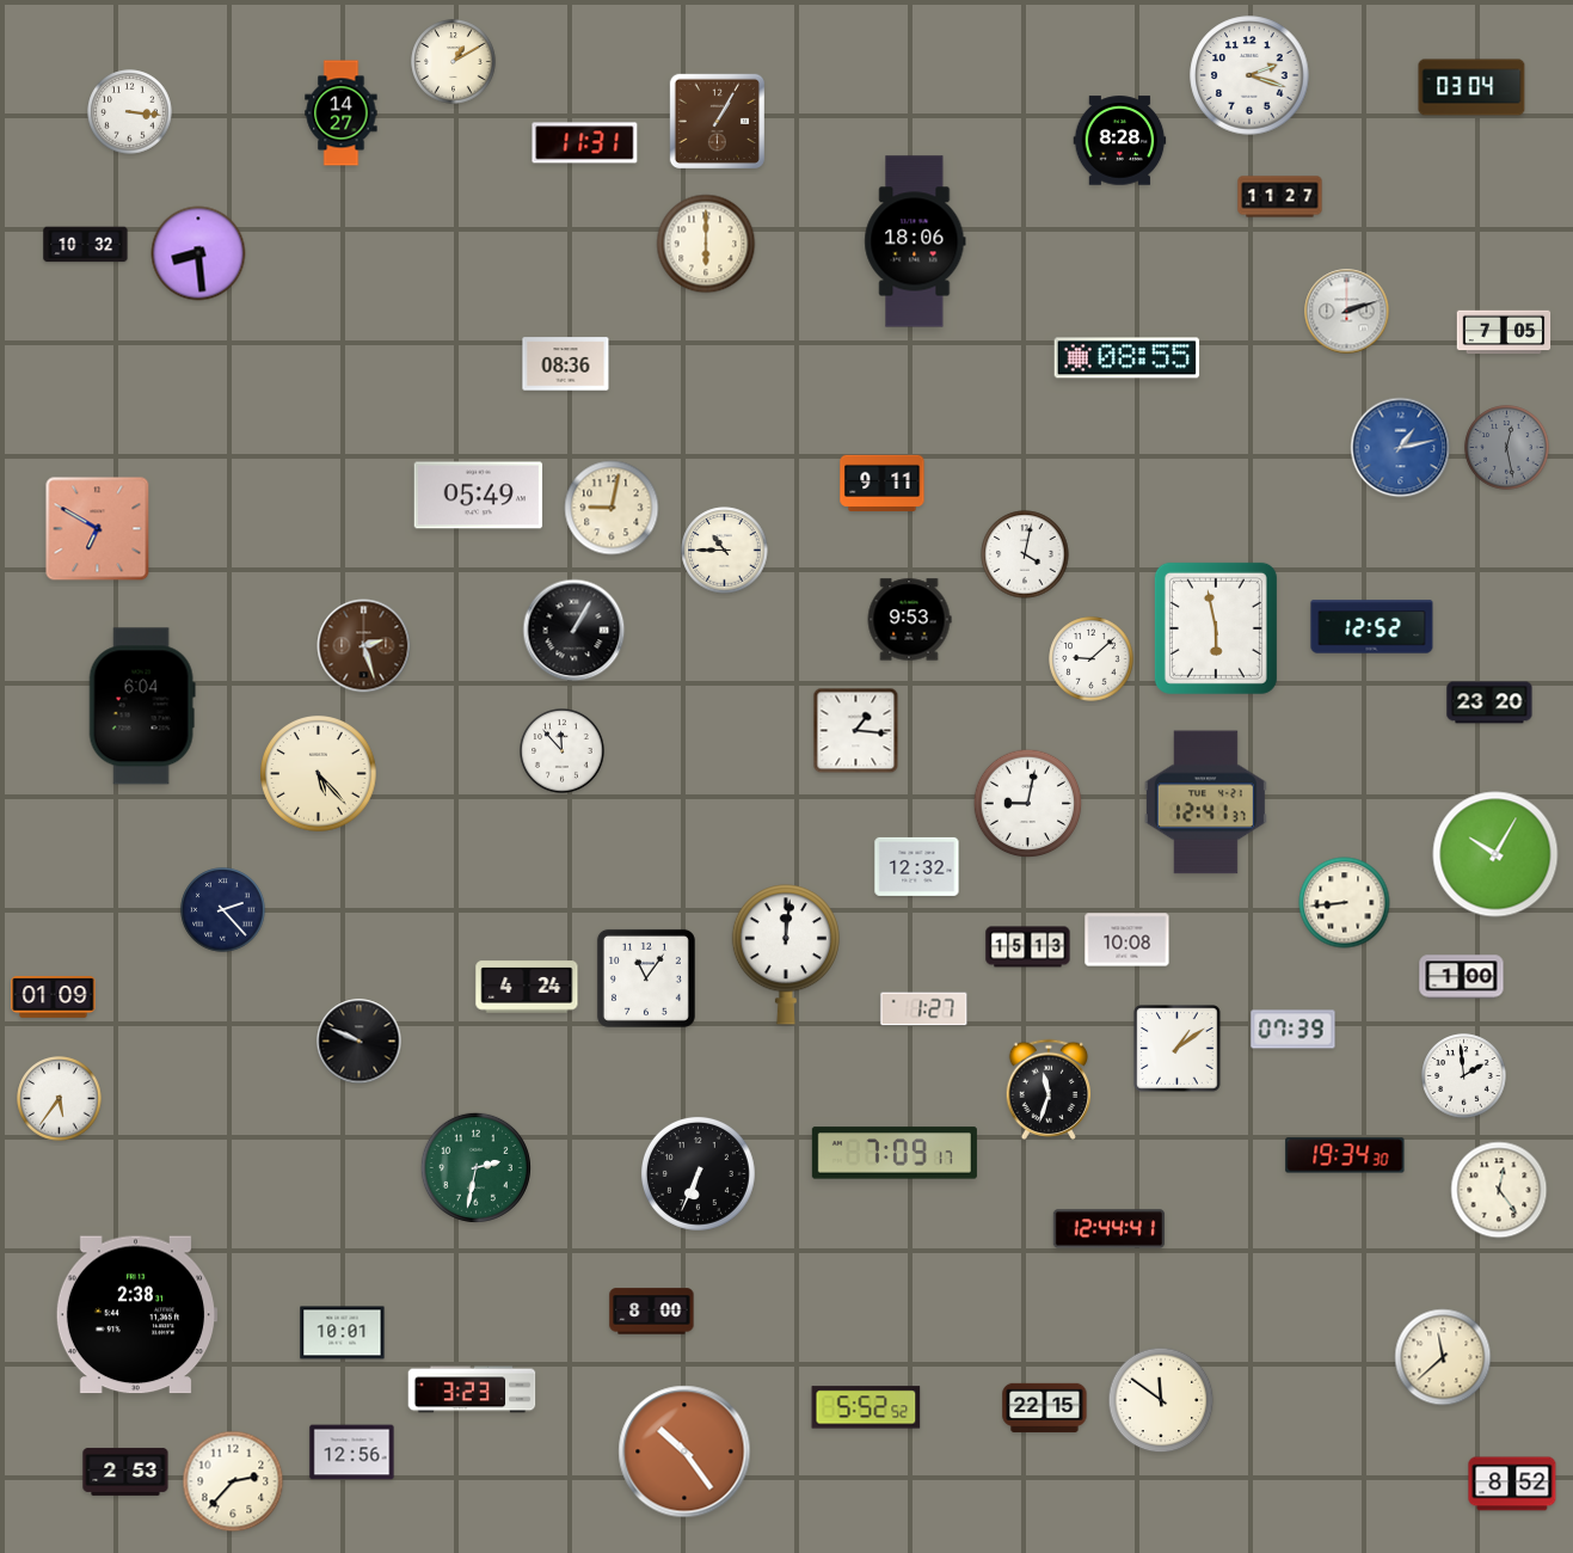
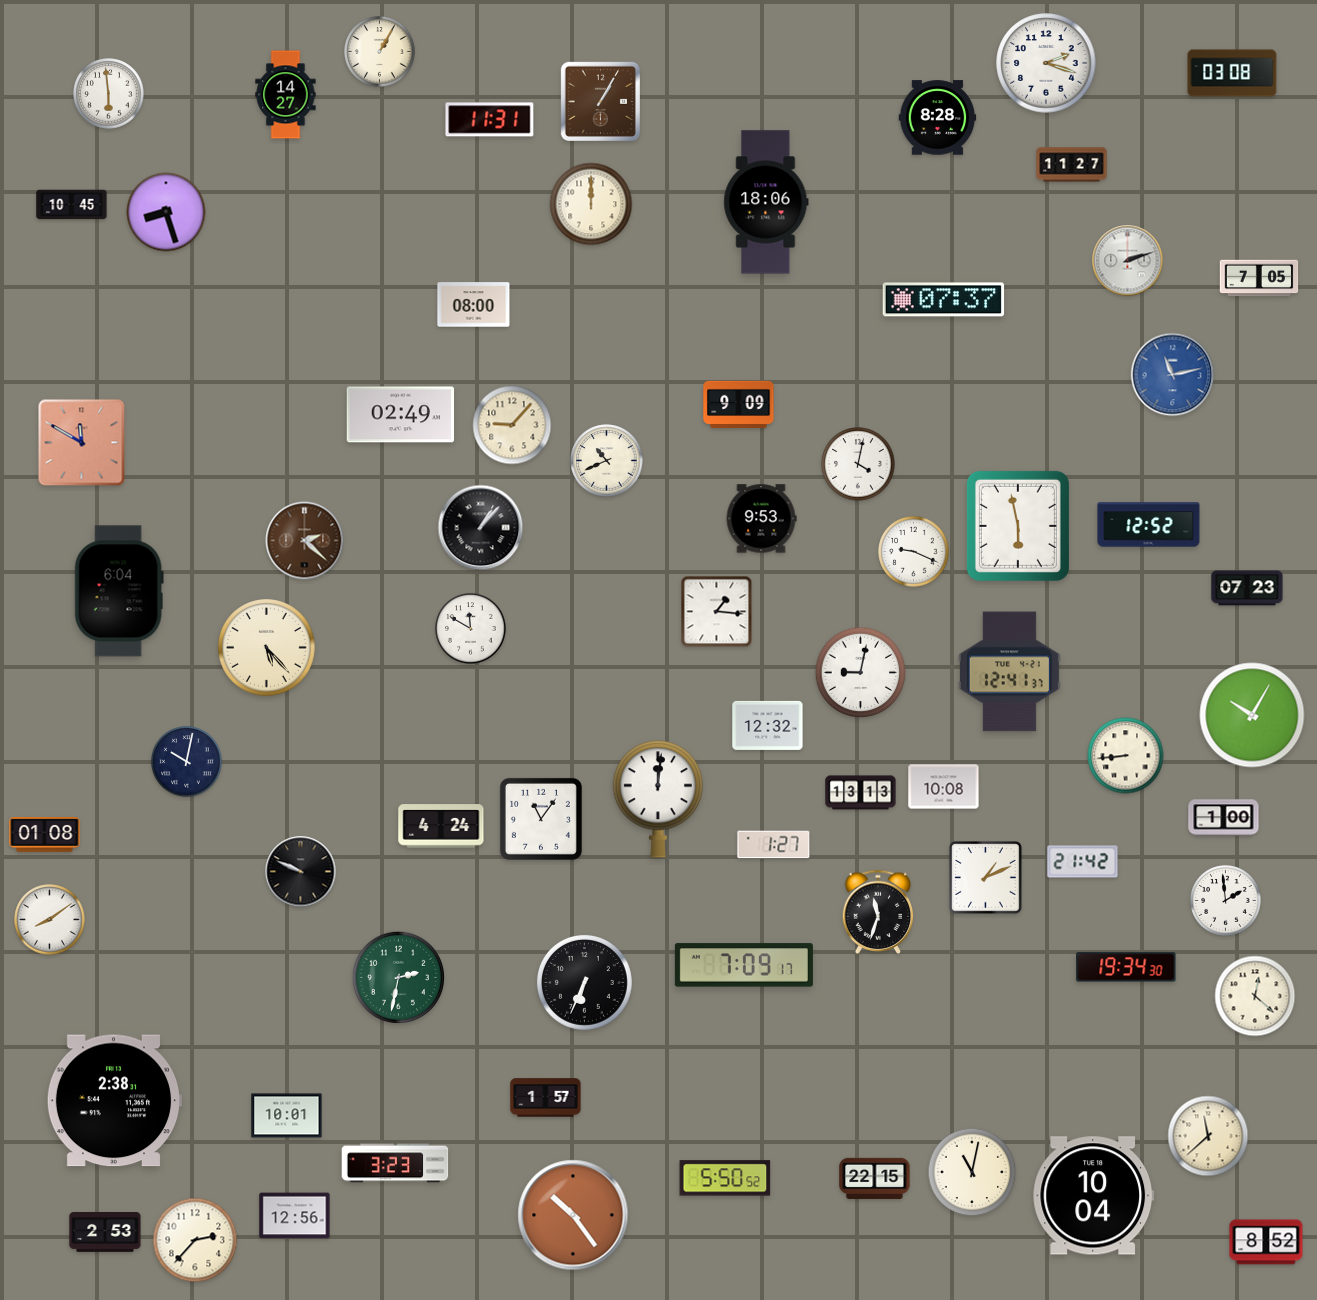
clock at (454, 62): 1:10 -> 1:05
clock at (1471, 87): 03:04 -> 03:08
clock at (130, 112): 3:16 -> 5:59
clock at (706, 244): 6:00 -> 12:00
clock at (86, 245): 10:32 -> 10:45
clock at (198, 253): 8:29 -> 8:27
clock at (1127, 358): 08:55 -> 07:37
clock at (566, 364): 08:36 -> 08:00
clock at (1401, 448): 1:13 -> 11:13
clock at (1507, 448): 12:28 -> none
clock at (883, 483): 9:11 -> 9:09
clock at (479, 496): 05:49 -> 02:49
clock at (612, 508): 9:02 -> 9:07
clock at (98, 529): 6:50 -> 11:50
clock at (725, 551): 10:45 -> 10:41
clock at (574, 631): 1:05 -> 1:07
clock at (364, 646): 2:27 -> 2:22
clock at (1092, 659): 9:08 -> 9:19
clock at (1489, 702): 23:20 -> 07:23
clock at (563, 751): 11:53 -> 11:50
clock at (223, 910): 2:23 -> 10:02
clock at (1028, 947): 15:13 -> 13:13
clock at (54, 998): 01:09 -> 01:08
clock at (1294, 1030): 07:39 -> 21:42
clock at (1178, 1049): 1:09 -> 1:11
clock at (60, 1099): 5:36 -> 8:09
clock at (895, 1153) position: (895, 1153) -> (744, 965)
clock at (1499, 1190): 12:24 -> 12:22
clock at (1110, 1229): 12:44 -> none
clock at (652, 1312): 8:00 -> 1:57
clock at (1161, 1400): 11:51 -> 11:02
clock at (866, 1407): 5:52 -> 5:50
clock at (1094, 1196): none -> 10:04
